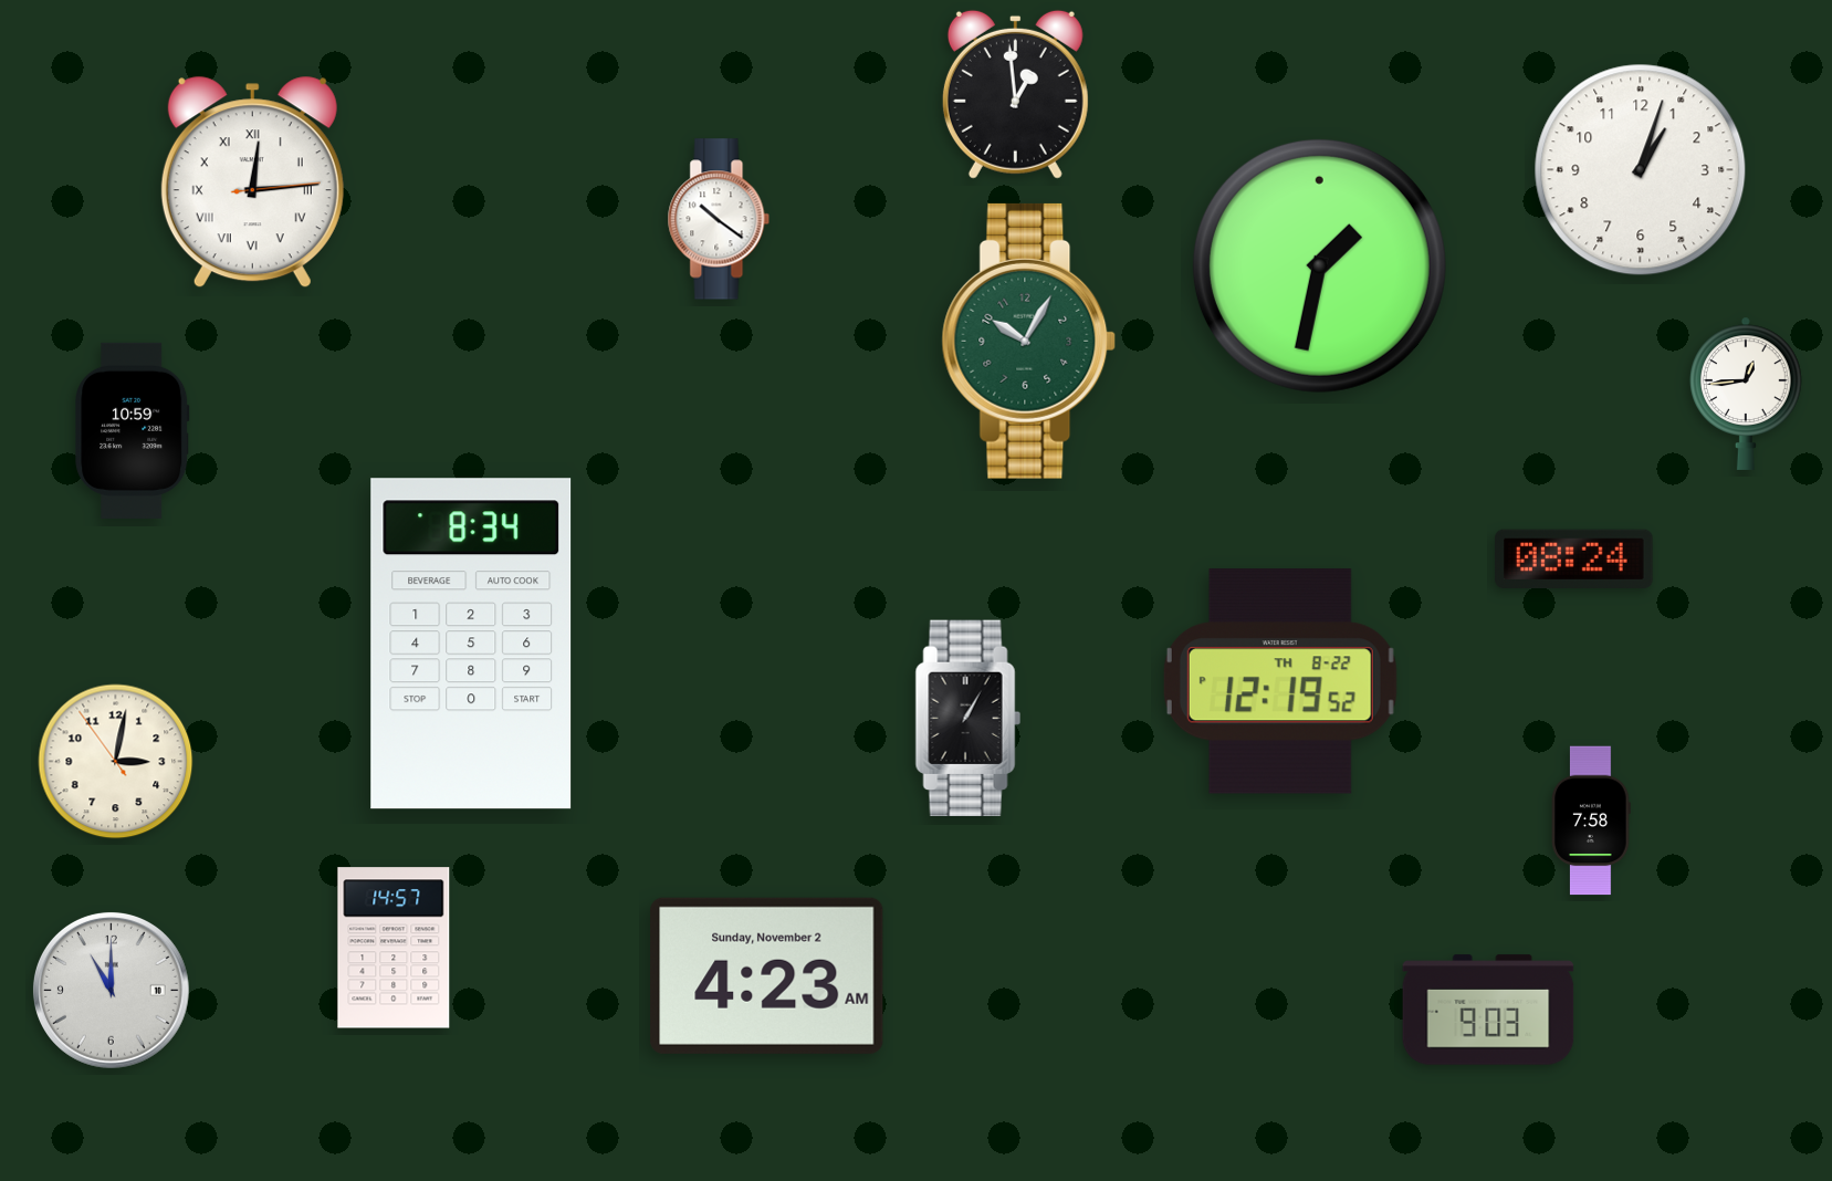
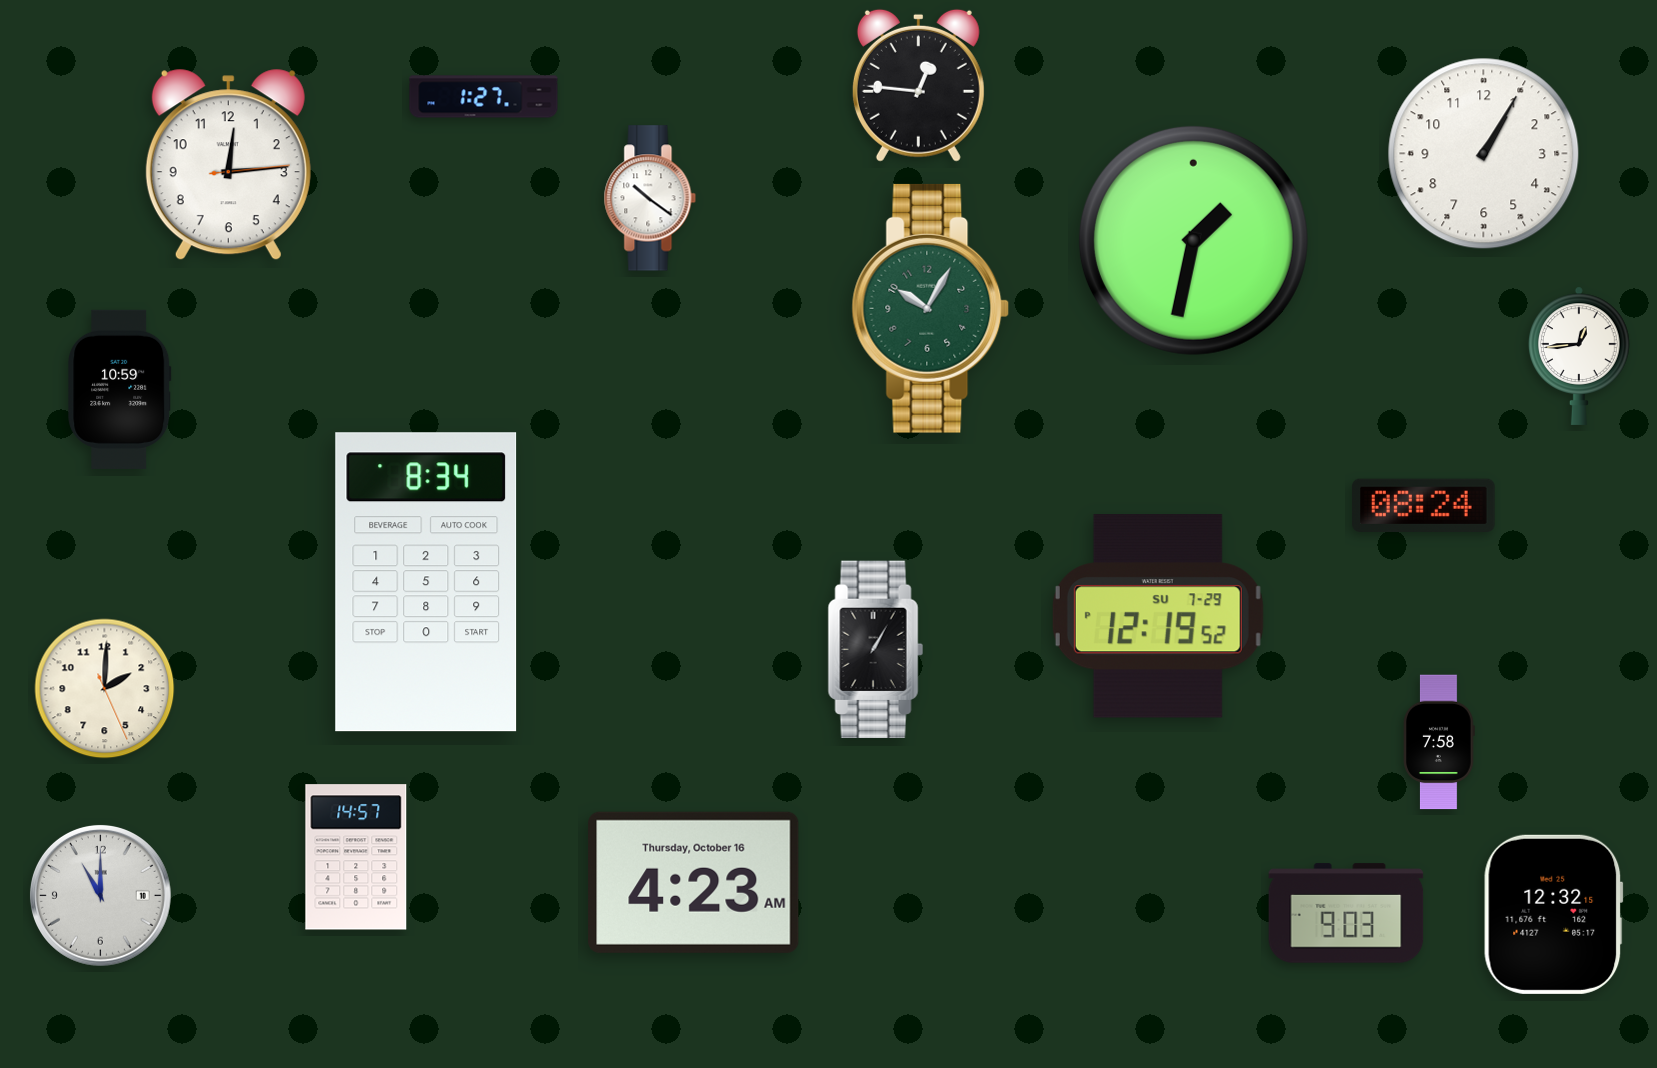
clock at (1015, 94): 12:59 -> 12:46
clock at (484, 97): none -> 1:27
clock at (1641, 170): 1:03 -> 1:05
clock at (252, 182) numerals: Roman -> Arabic
clock at (1280, 681) date: TH 8-22 -> SU 7-29
clock at (116, 762): 3:01 -> 2:00
clock at (767, 975) date: Sunday, November 2 -> Thursday, October 16
clock at (1554, 914): none -> 12:32
